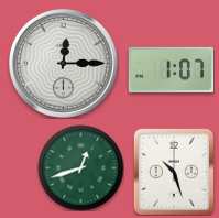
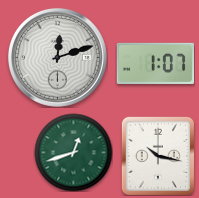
clock at (63, 63): 12:15 -> 12:12
clock at (174, 172): 10:27 -> 10:17
